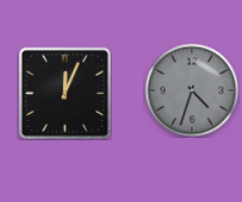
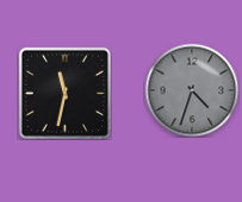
clock at (64, 93): 12:04 -> 11:32
